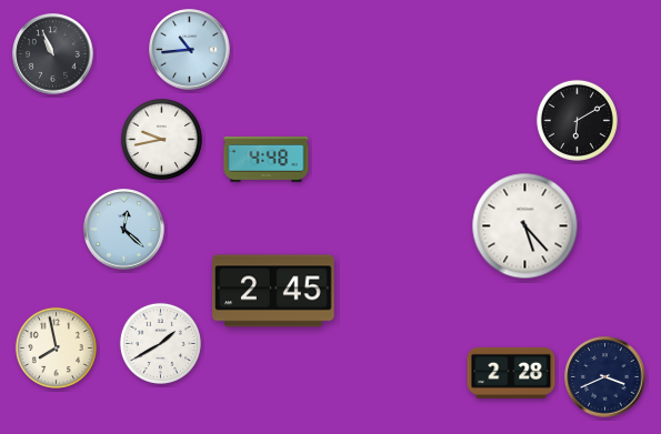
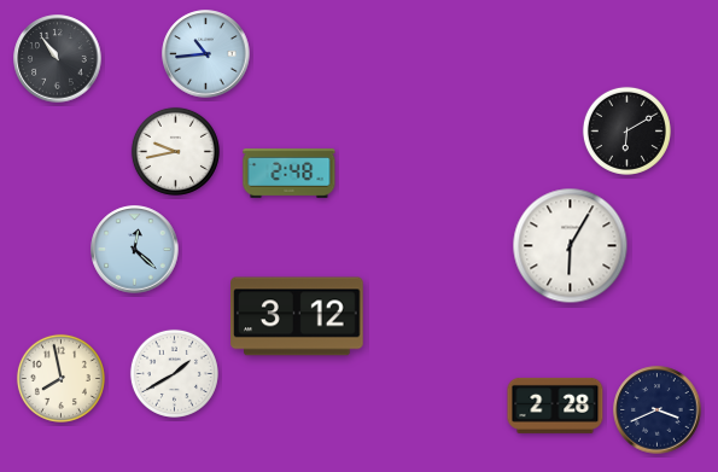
clock at (53, 54): 10:56 -> 10:54
clock at (267, 159): 4:48 -> 2:48
clock at (525, 226): 5:23 -> 6:05
clock at (273, 291): 2:45 -> 3:12
